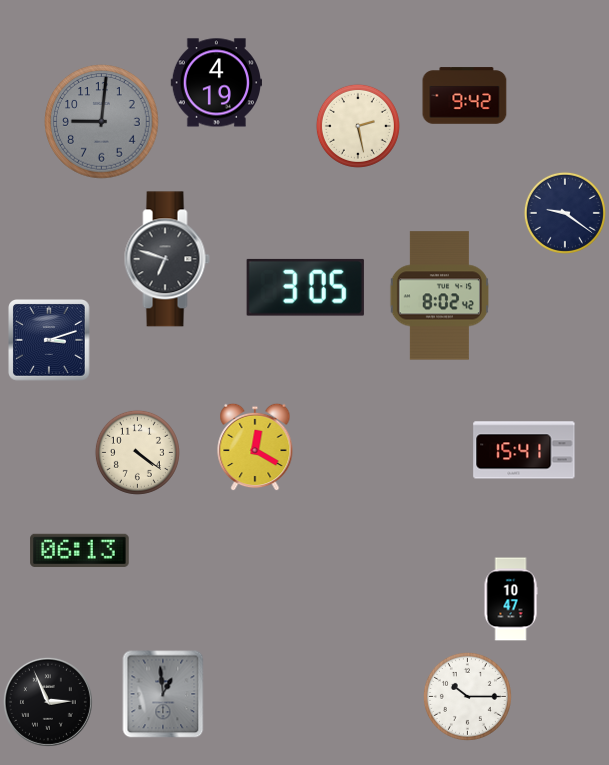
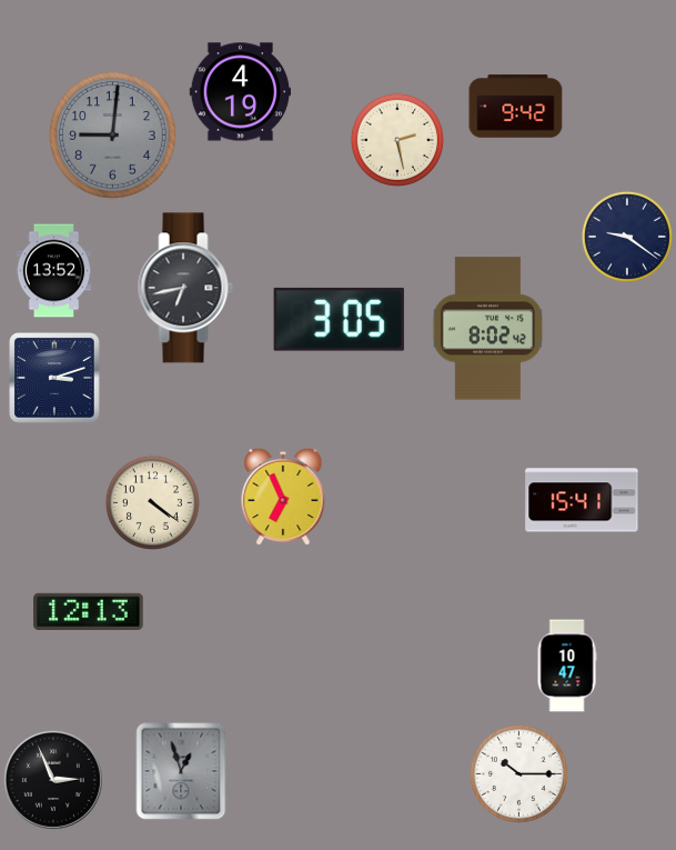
clock at (54, 271): none -> 13:52
clock at (167, 259): 6:48 -> 6:43
clock at (255, 447): 12:20 -> 6:56
clock at (80, 550): 06:13 -> 12:13
clock at (163, 694): 12:59 -> 12:57
